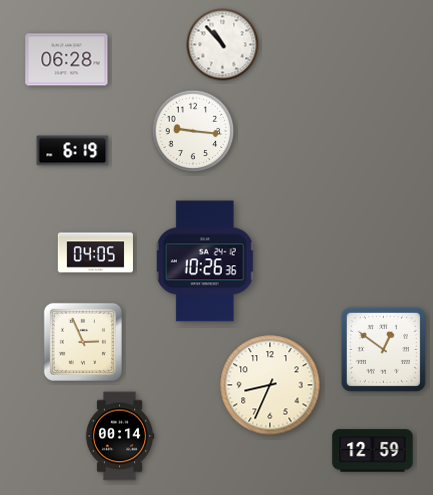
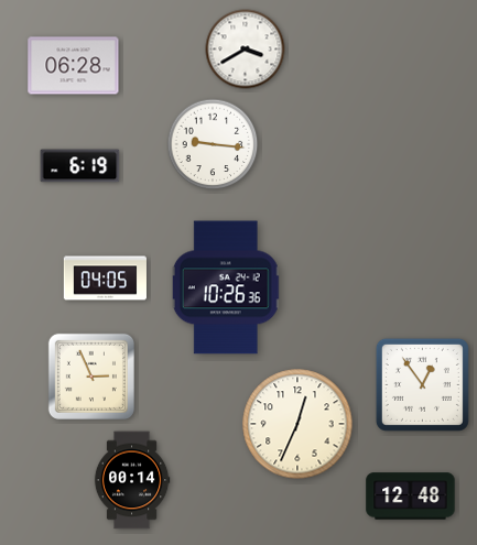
clock at (223, 45): 10:53 -> 3:40
clock at (383, 349): 12:51 -> 12:54
clock at (270, 385): 8:34 -> 12:34
clock at (373, 451): 12:59 -> 12:48
